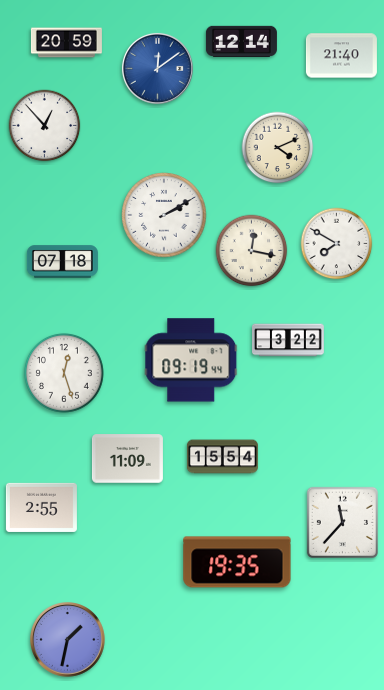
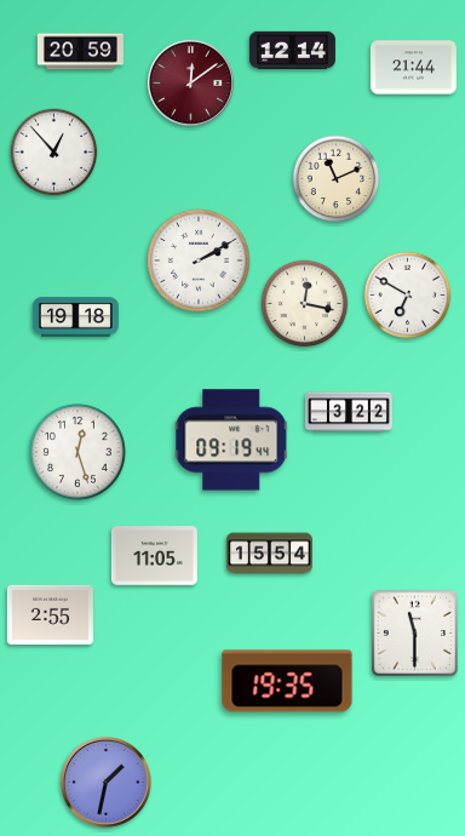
clock at (341, 56): 21:40 -> 21:44
clock at (157, 68) dial: blue -> burgundy
clock at (278, 148): 4:11 -> 11:11
clock at (337, 244): 7:50 -> 6:50
clock at (62, 262): 07:18 -> 19:18
clock at (191, 360) position: (191, 360) -> (231, 440)
clock at (127, 459): 11:09 -> 11:05
clock at (342, 522): 11:37 -> 11:30
clock at (68, 640) position: (68, 640) -> (107, 783)
